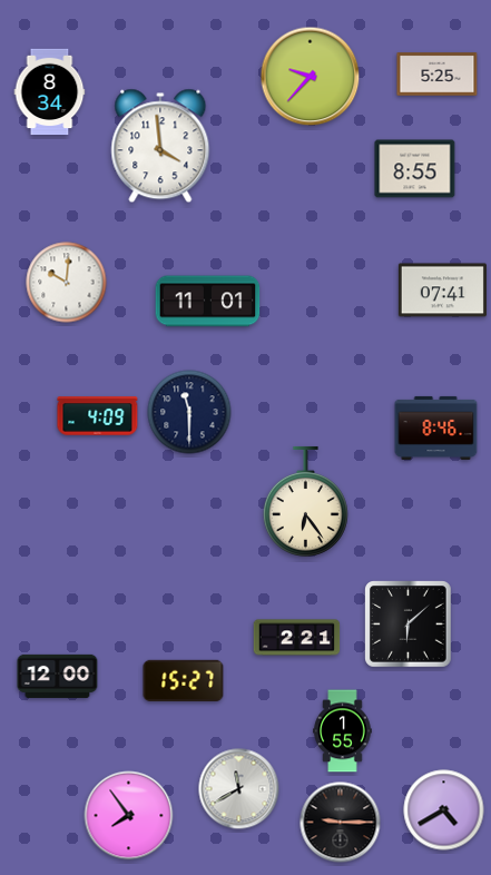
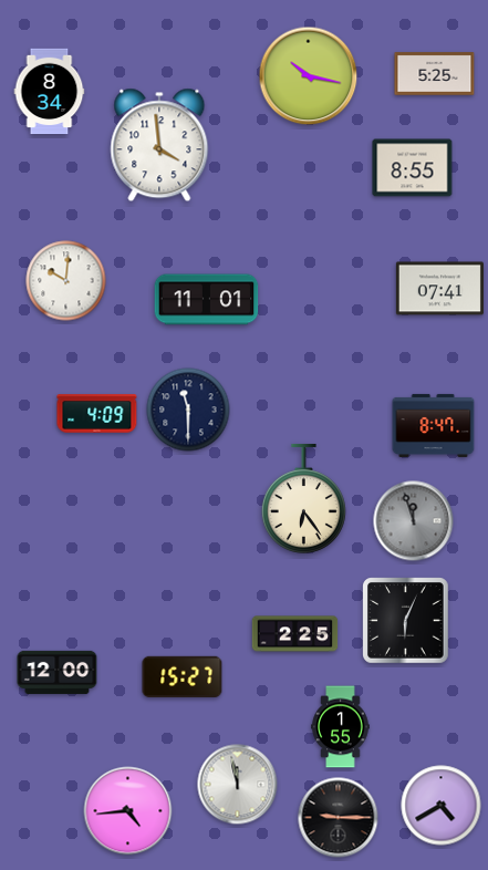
clock at (311, 77): 9:37 -> 10:17
clock at (436, 427): 8:46 -> 8:47
clock at (414, 521): none -> 11:57
clock at (409, 625): 6:08 -> 6:04
clock at (297, 638): 2:21 -> 2:25
clock at (239, 789): 11:40 -> 11:58
clock at (129, 816): 7:54 -> 4:44
